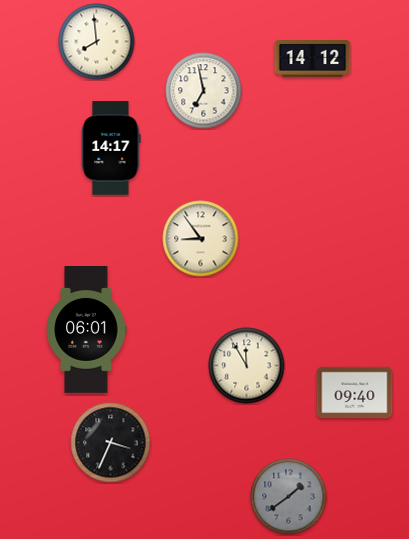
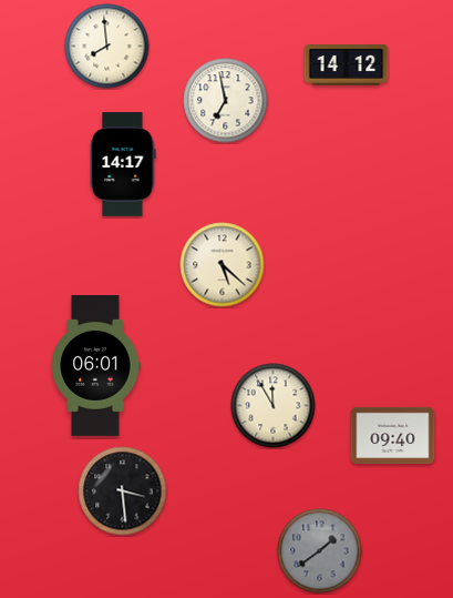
clock at (201, 239): 8:54 -> 5:22
clock at (111, 443): 3:34 -> 3:29
